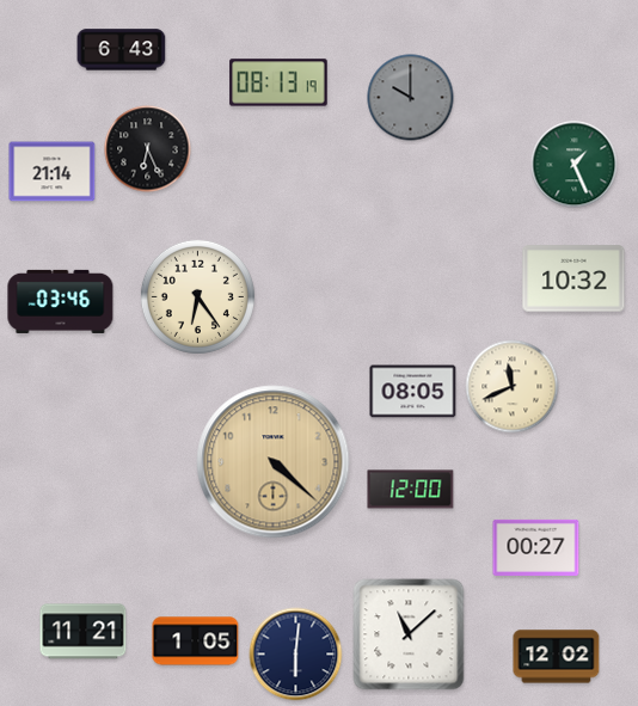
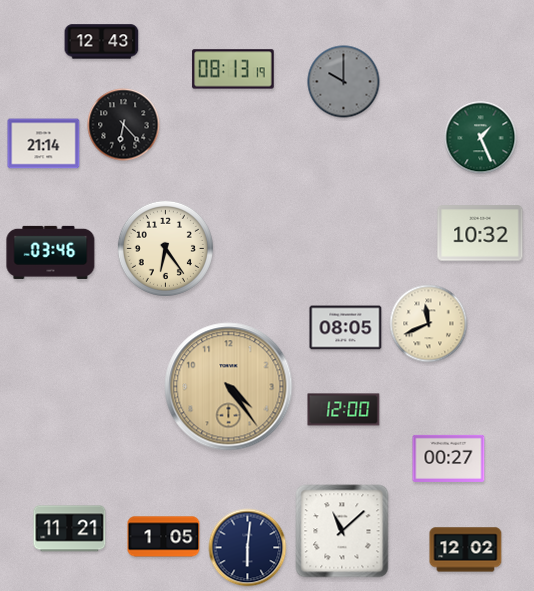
clock at (122, 50): 6:43 -> 12:43
clock at (148, 149): 6:26 -> 6:23
clock at (274, 462): 4:22 -> 4:24
